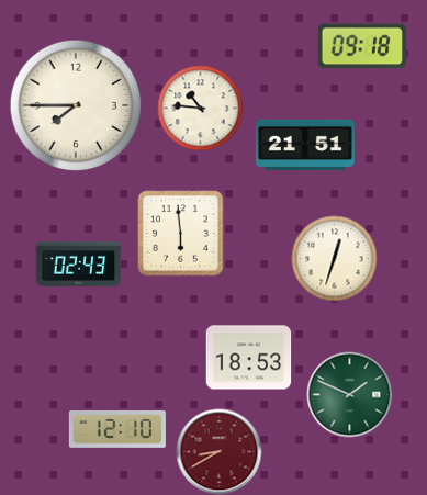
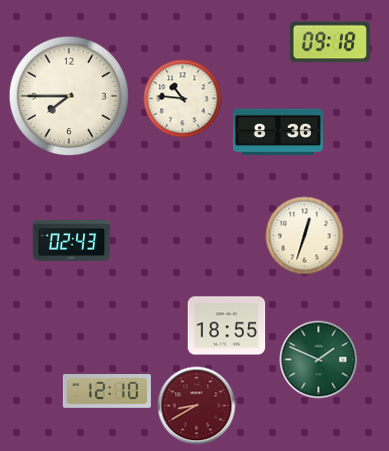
clock at (305, 145): 21:51 -> 8:36
clock at (180, 233): 5:59 -> none
clock at (248, 358): 18:53 -> 18:55
clock at (218, 451) position: (218, 451) -> (196, 405)
